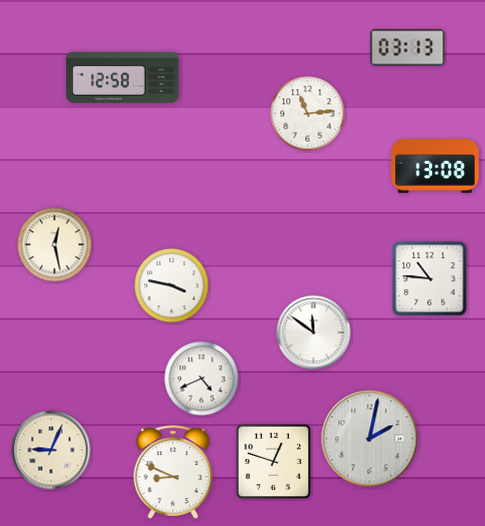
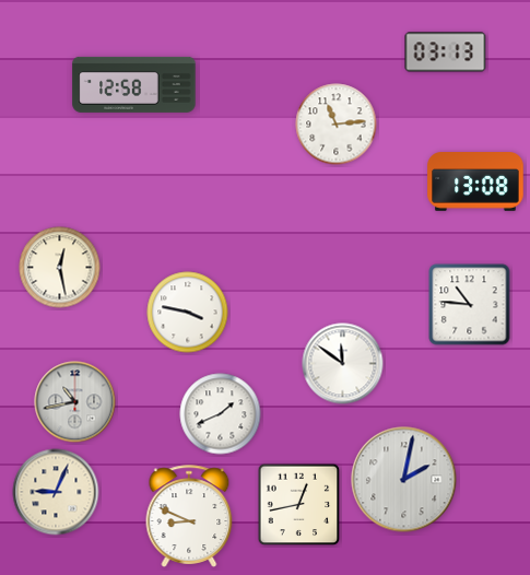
clock at (75, 402): none -> 10:43
clock at (202, 379): 4:41 -> 1:41
clock at (274, 462): 12:48 -> 12:43
